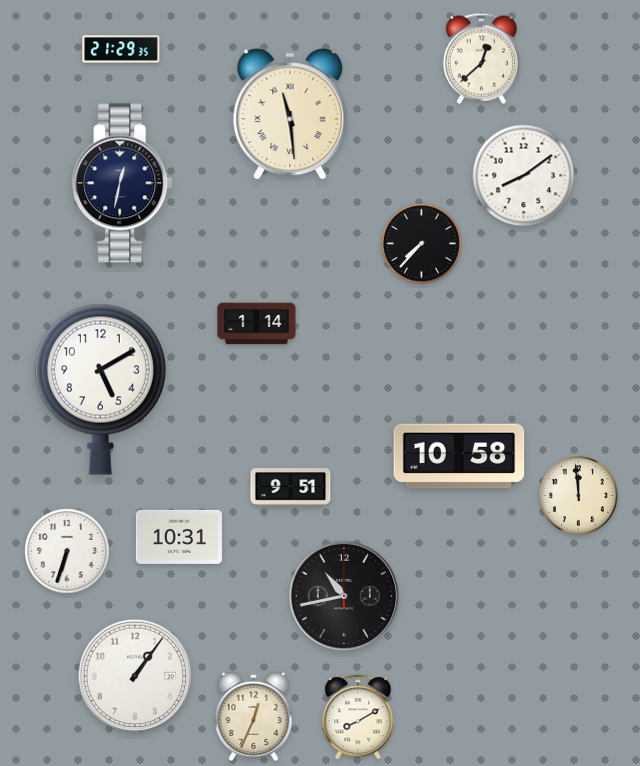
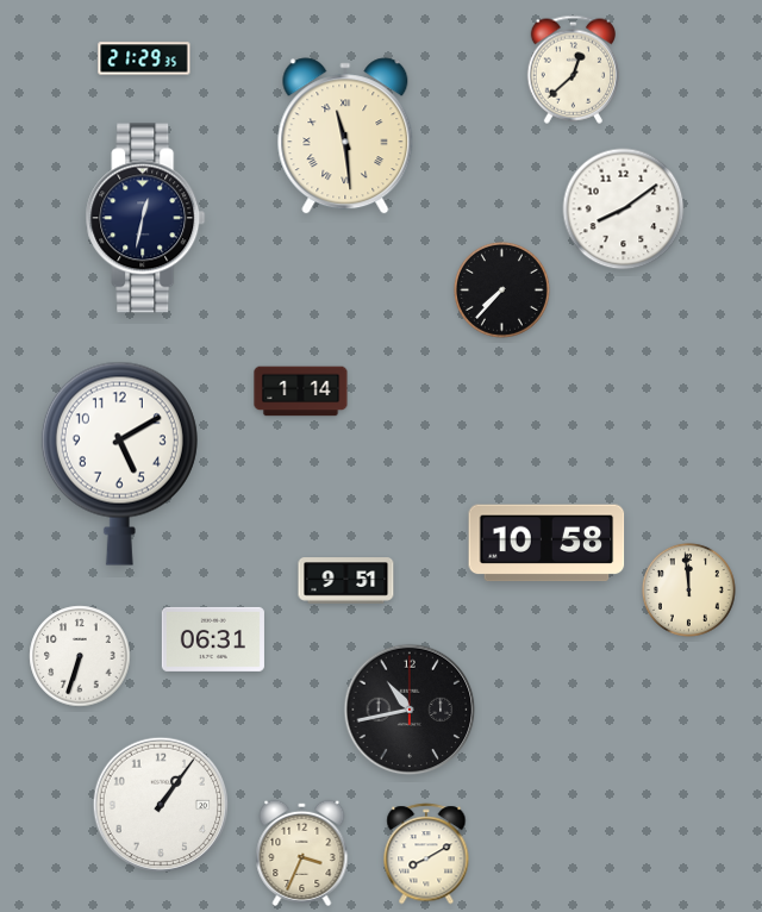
clock at (257, 324) position: (257, 324) -> (301, 392)
clock at (179, 537): 10:31 -> 06:31
clock at (254, 716): 12:34 -> 3:34
